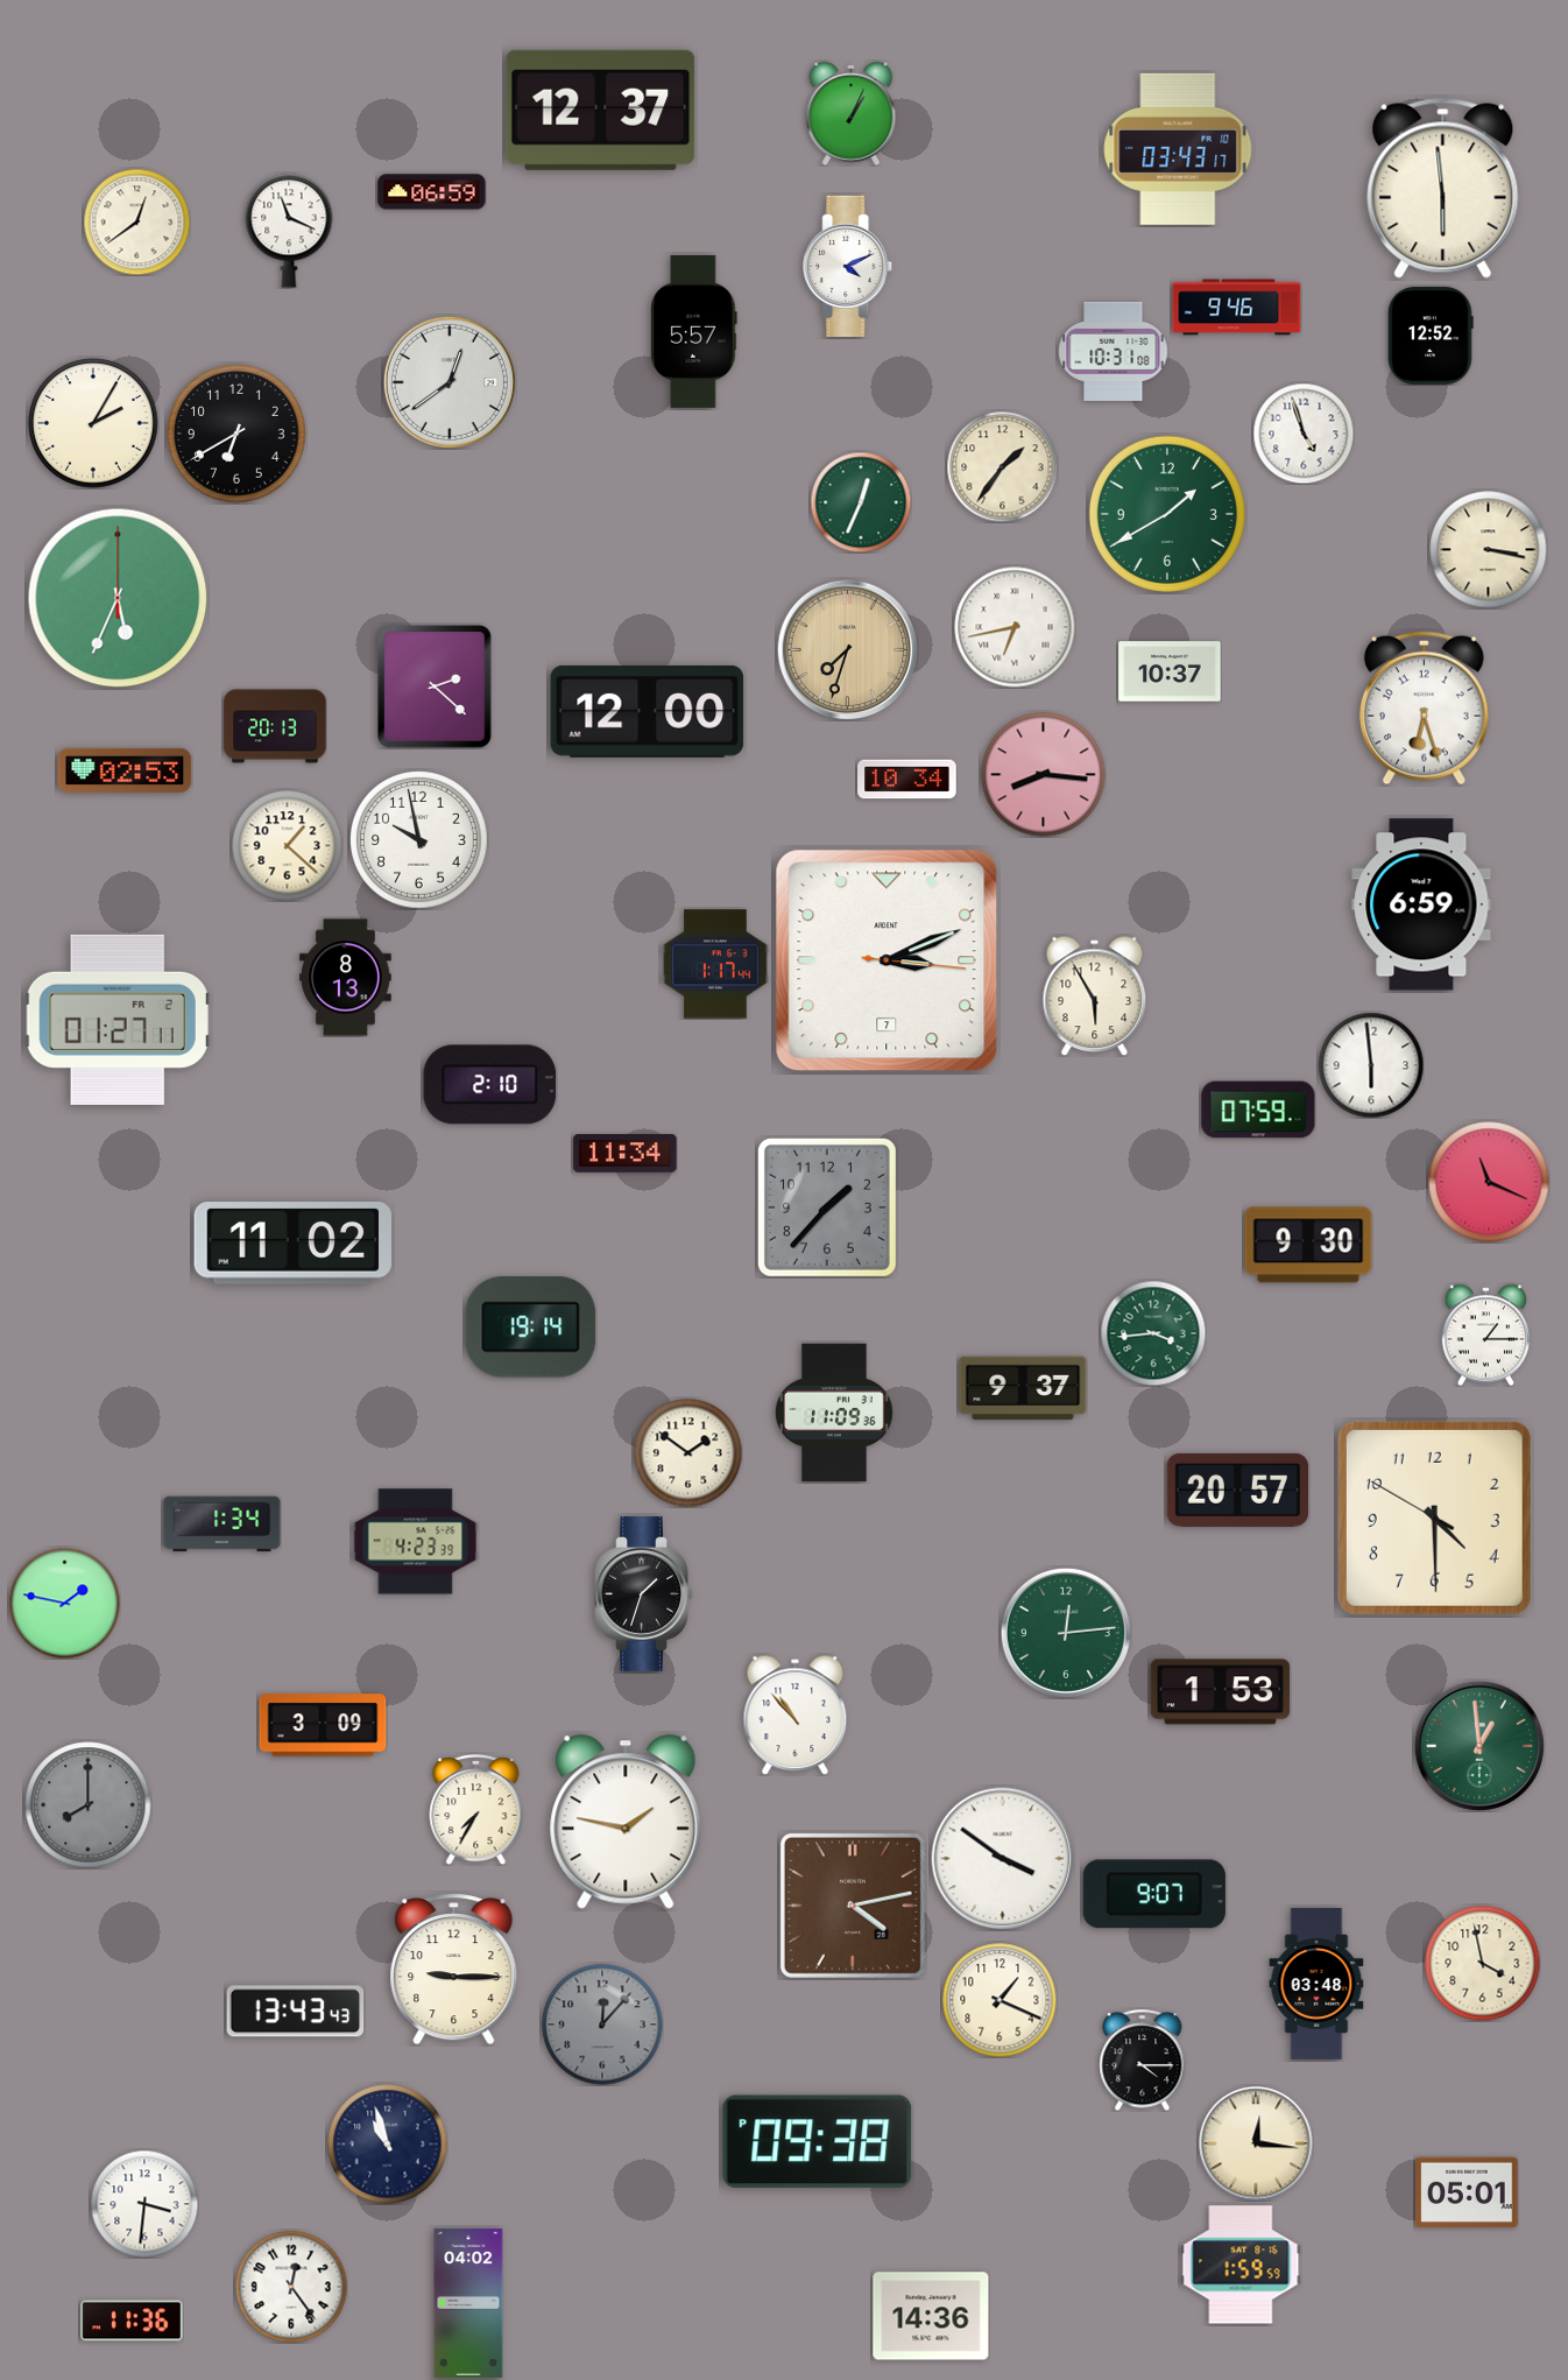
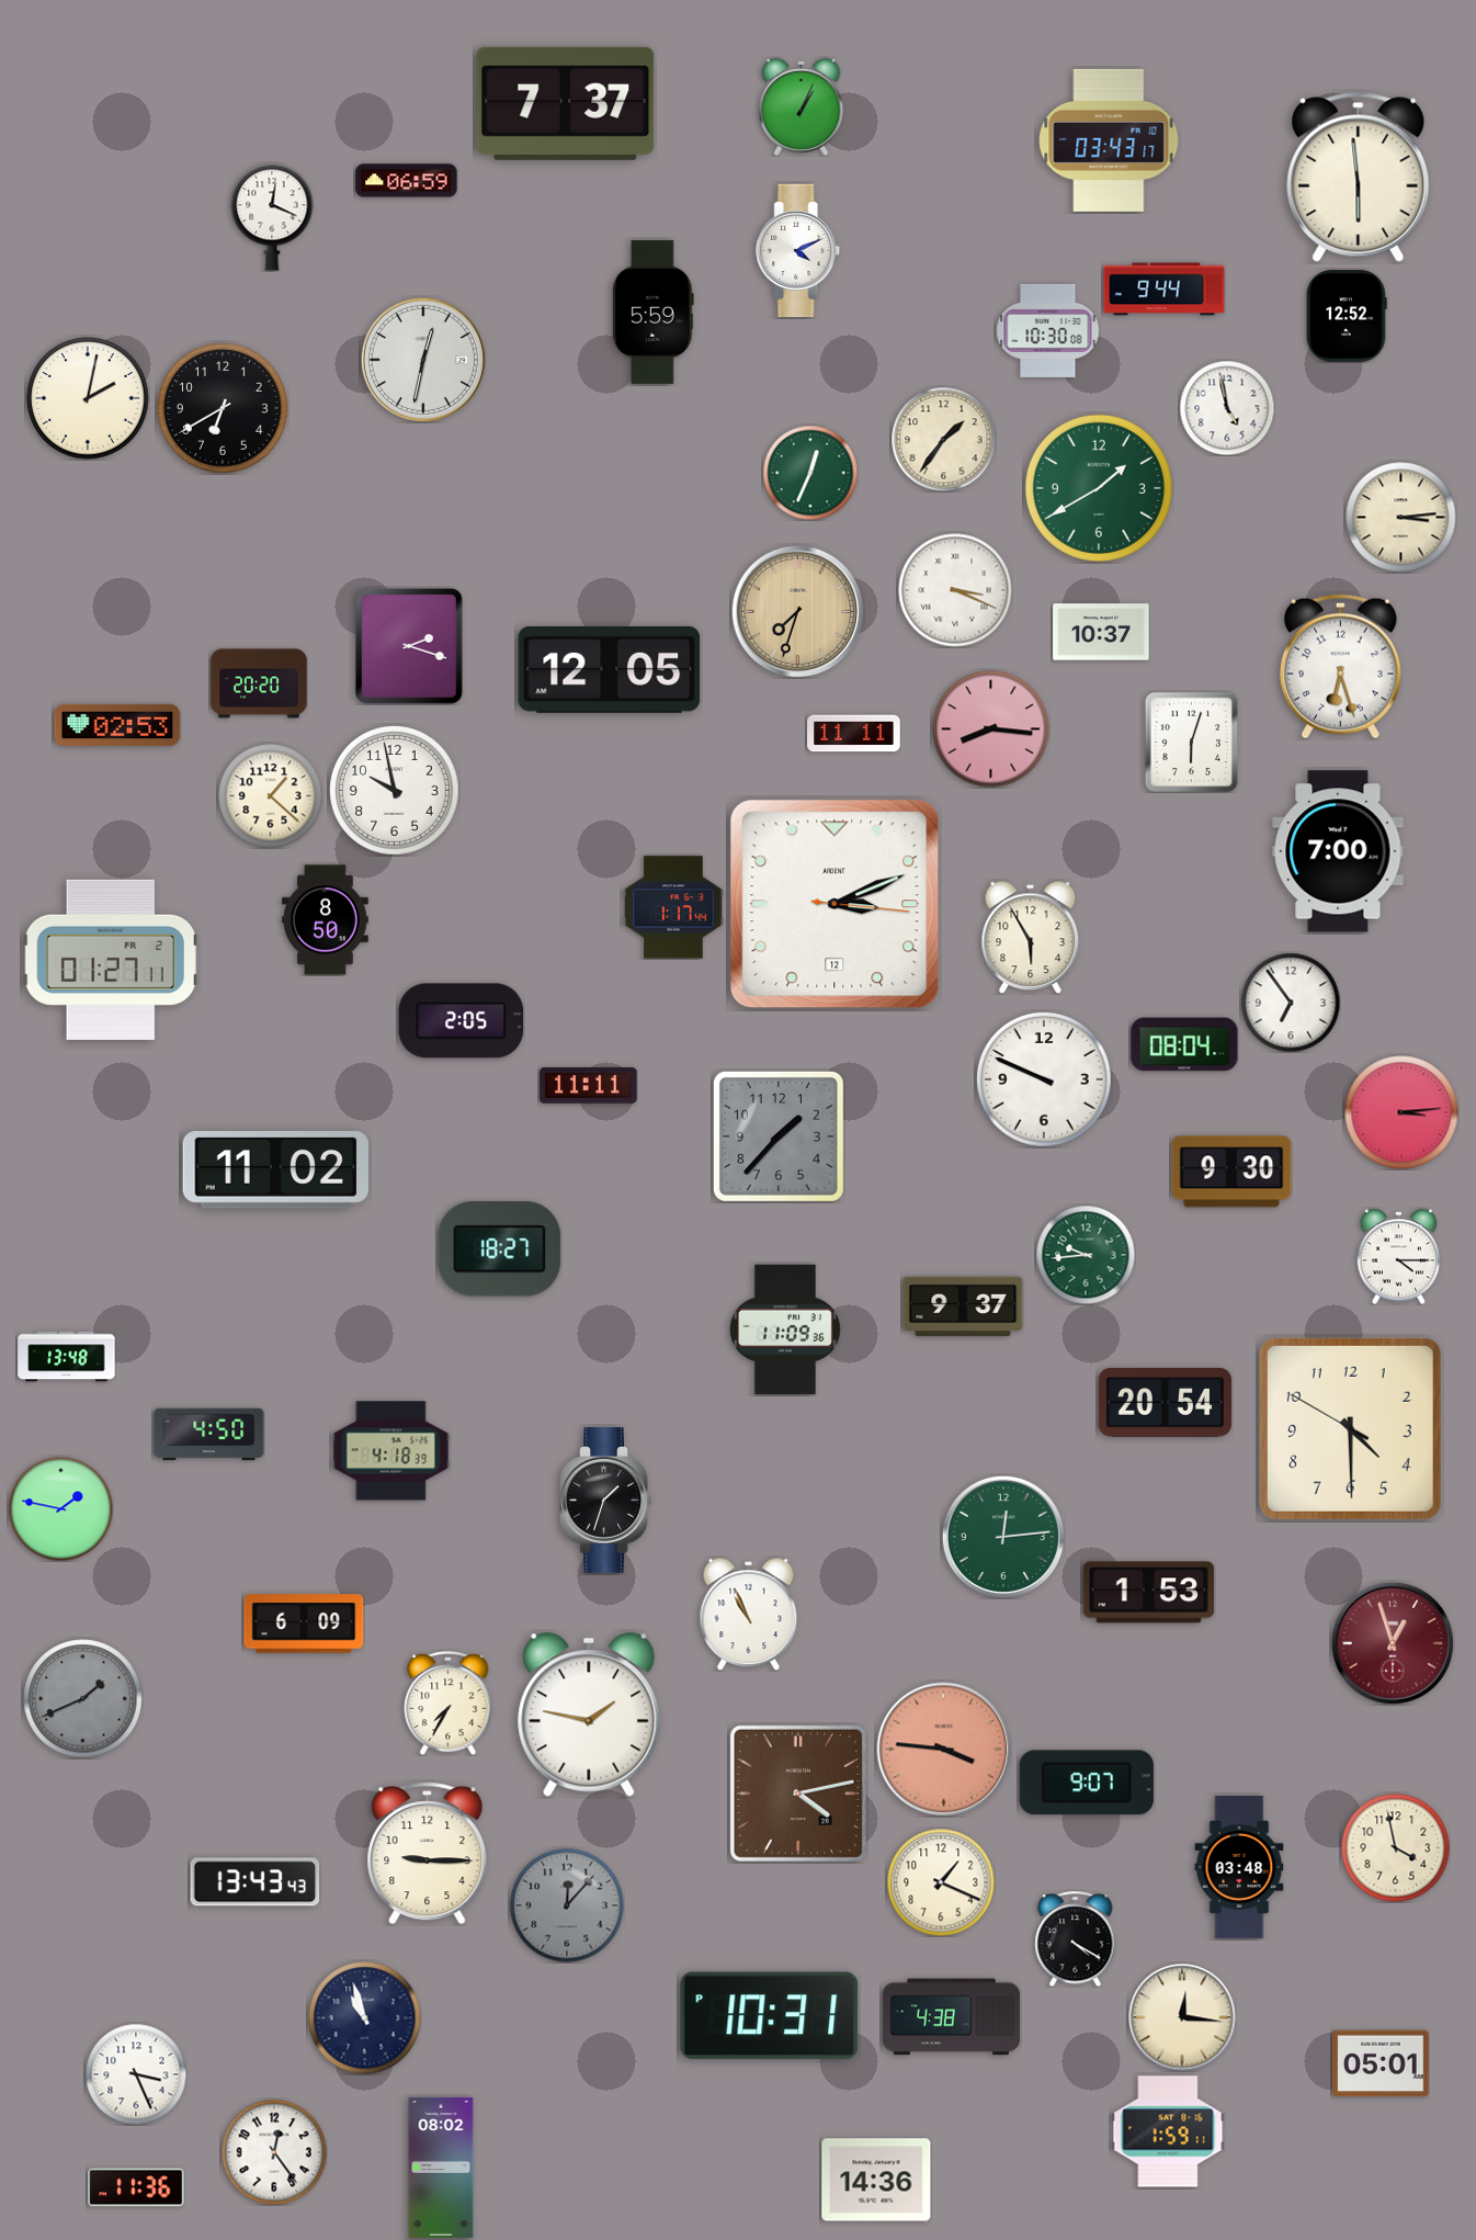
clock at (601, 110): 12:37 -> 7:37
clock at (136, 221): 12:39 -> none
clock at (289, 231): 11:19 -> 12:19
clock at (1237, 308): 9:46 -> 9:44
clock at (694, 331): 5:57 -> 5:59
clock at (1114, 351): 10:31 -> 10:30
clock at (450, 382): 12:39 -> 12:32
clock at (93, 423): 2:05 -> 2:02
clock at (1304, 434): 4:57 -> 4:58
clock at (1167, 514) position: (1167, 514) -> (1099, 488)
clock at (1489, 550): 3:17 -> 3:14
clock at (118, 598): 5:34 -> none
clock at (1015, 627): 6:43 -> 3:19
clock at (436, 686): 2:22 -> 2:18
clock at (648, 711): 12:00 -> 12:05
clock at (275, 726): 20:13 -> 20:20
clock at (1044, 775) position: (1044, 775) -> (991, 729)
clock at (907, 780): 10:34 -> 11:11
clock at (1192, 742): none -> 6:03
clock at (1421, 904): 6:59 -> 7:00
clock at (887, 960) date: 7 -> 12
clock at (346, 978): 8:13 -> 8:50
clock at (1371, 1065): 5:59 -> 6:54
clock at (490, 1085): 2:10 -> 2:05
clock at (1258, 1110): 07:59 -> 08:04
clock at (1044, 1079): none -> 9:49
clock at (626, 1154): 11:34 -> 11:11
clock at (1489, 1182): 11:19 -> 3:14
clock at (531, 1328): 19:14 -> 18:27
clock at (1153, 1333): 3:44 -> 9:44
clock at (1486, 1335): 1:15 -> 4:15
clock at (67, 1357): none -> 13:48
clock at (687, 1452): 1:51 -> none
clock at (1237, 1490): 20:57 -> 20:54
clock at (223, 1525): 1:34 -> 4:50
clock at (416, 1542): 4:23 -> 4:18
clock at (796, 1714): 10:53 -> 10:56
clock at (323, 1725): 3:09 -> 6:09
clock at (1479, 1746): 12:59 -> 12:57
clock at (1479, 1746) dial: green -> burgundy
clock at (89, 1805): 8:00 -> 1:41
clock at (1003, 1859): 3:51 -> 3:46
clock at (1003, 1859) dial: white -> salmon
clock at (853, 1906) position: (853, 1906) -> (798, 1794)
clock at (296, 2012) position: (296, 2012) -> (256, 1882)
clock at (1143, 2059): 4:15 -> 4:20
clock at (818, 2142): 09:38 -> 10:31
clock at (951, 2017): none -> 4:38
clock at (144, 2204): 3:31 -> 3:26
clock at (1241, 2265): 1:59:59 -> 1:59:11
clock at (468, 2303): 04:02 -> 08:02
clock at (132, 2321) position: (132, 2321) -> (136, 2187)
